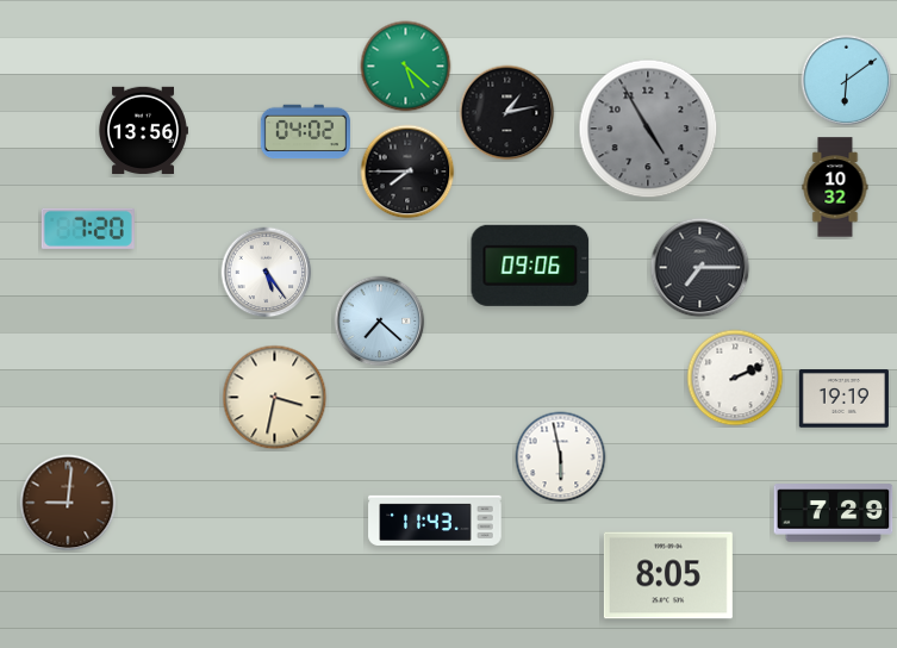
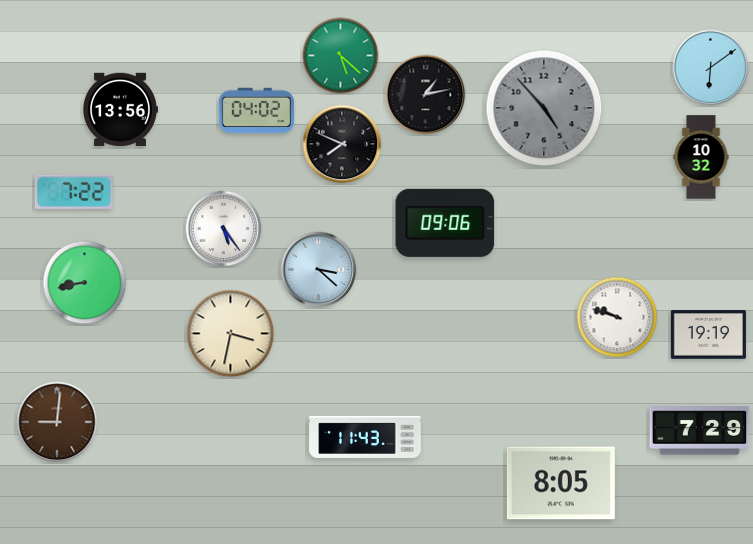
clock at (648, 129): 4:55 -> 4:53
clock at (407, 172): 7:45 -> 7:49
clock at (88, 229): 7:20 -> 7:22
clock at (700, 268): 7:15 -> none
clock at (380, 322): 7:22 -> 3:22
clock at (85, 283): none -> 8:43
clock at (735, 378): 2:11 -> 9:48
clock at (561, 457): 5:58 -> none
